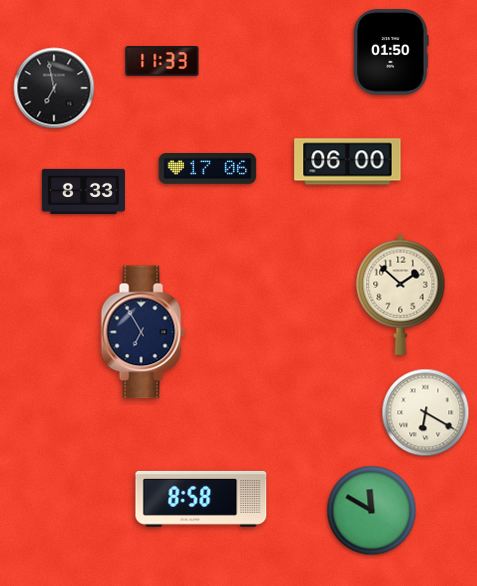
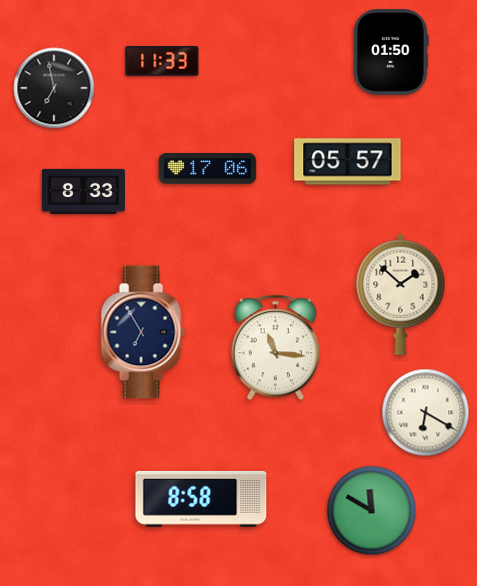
clock at (348, 162): 06:00 -> 05:57
clock at (275, 348): none -> 11:16
